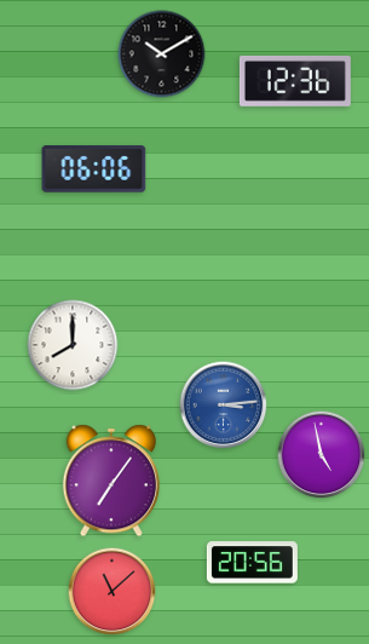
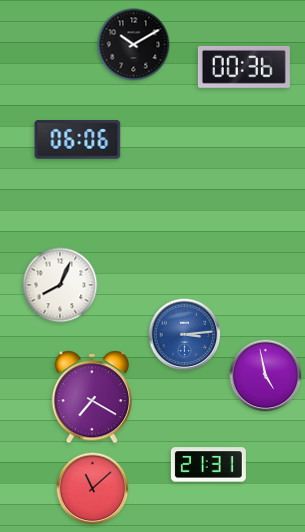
clock at (295, 81): 12:36 -> 00:36
clock at (73, 345): 8:00 -> 8:04
clock at (110, 481): 7:06 -> 7:20
clock at (252, 563): 20:56 -> 21:31
